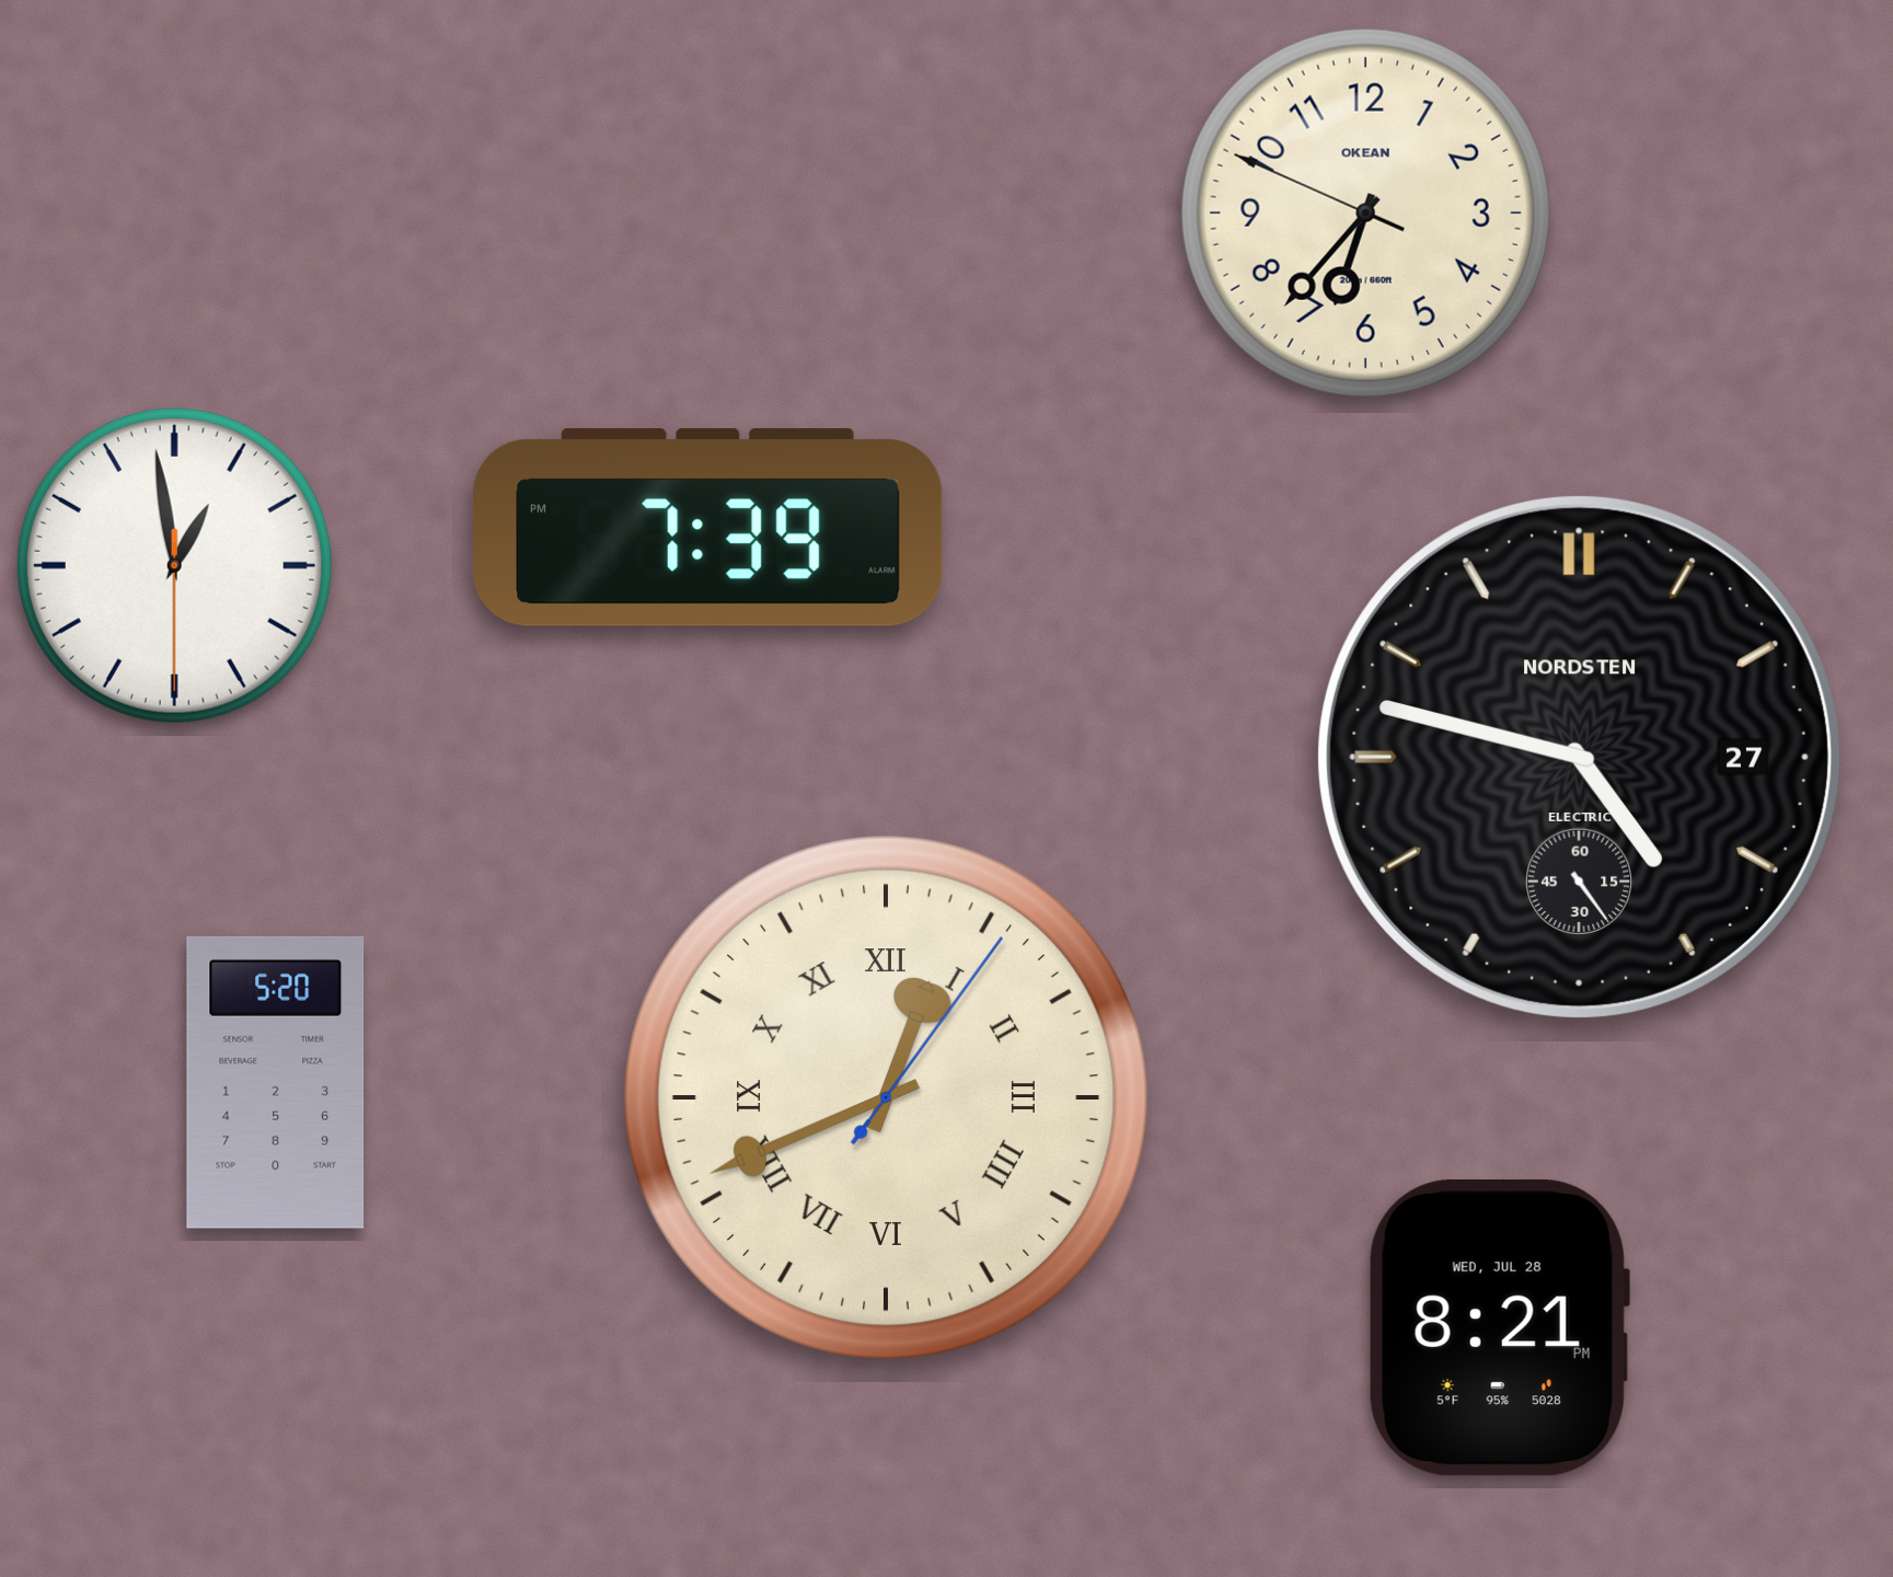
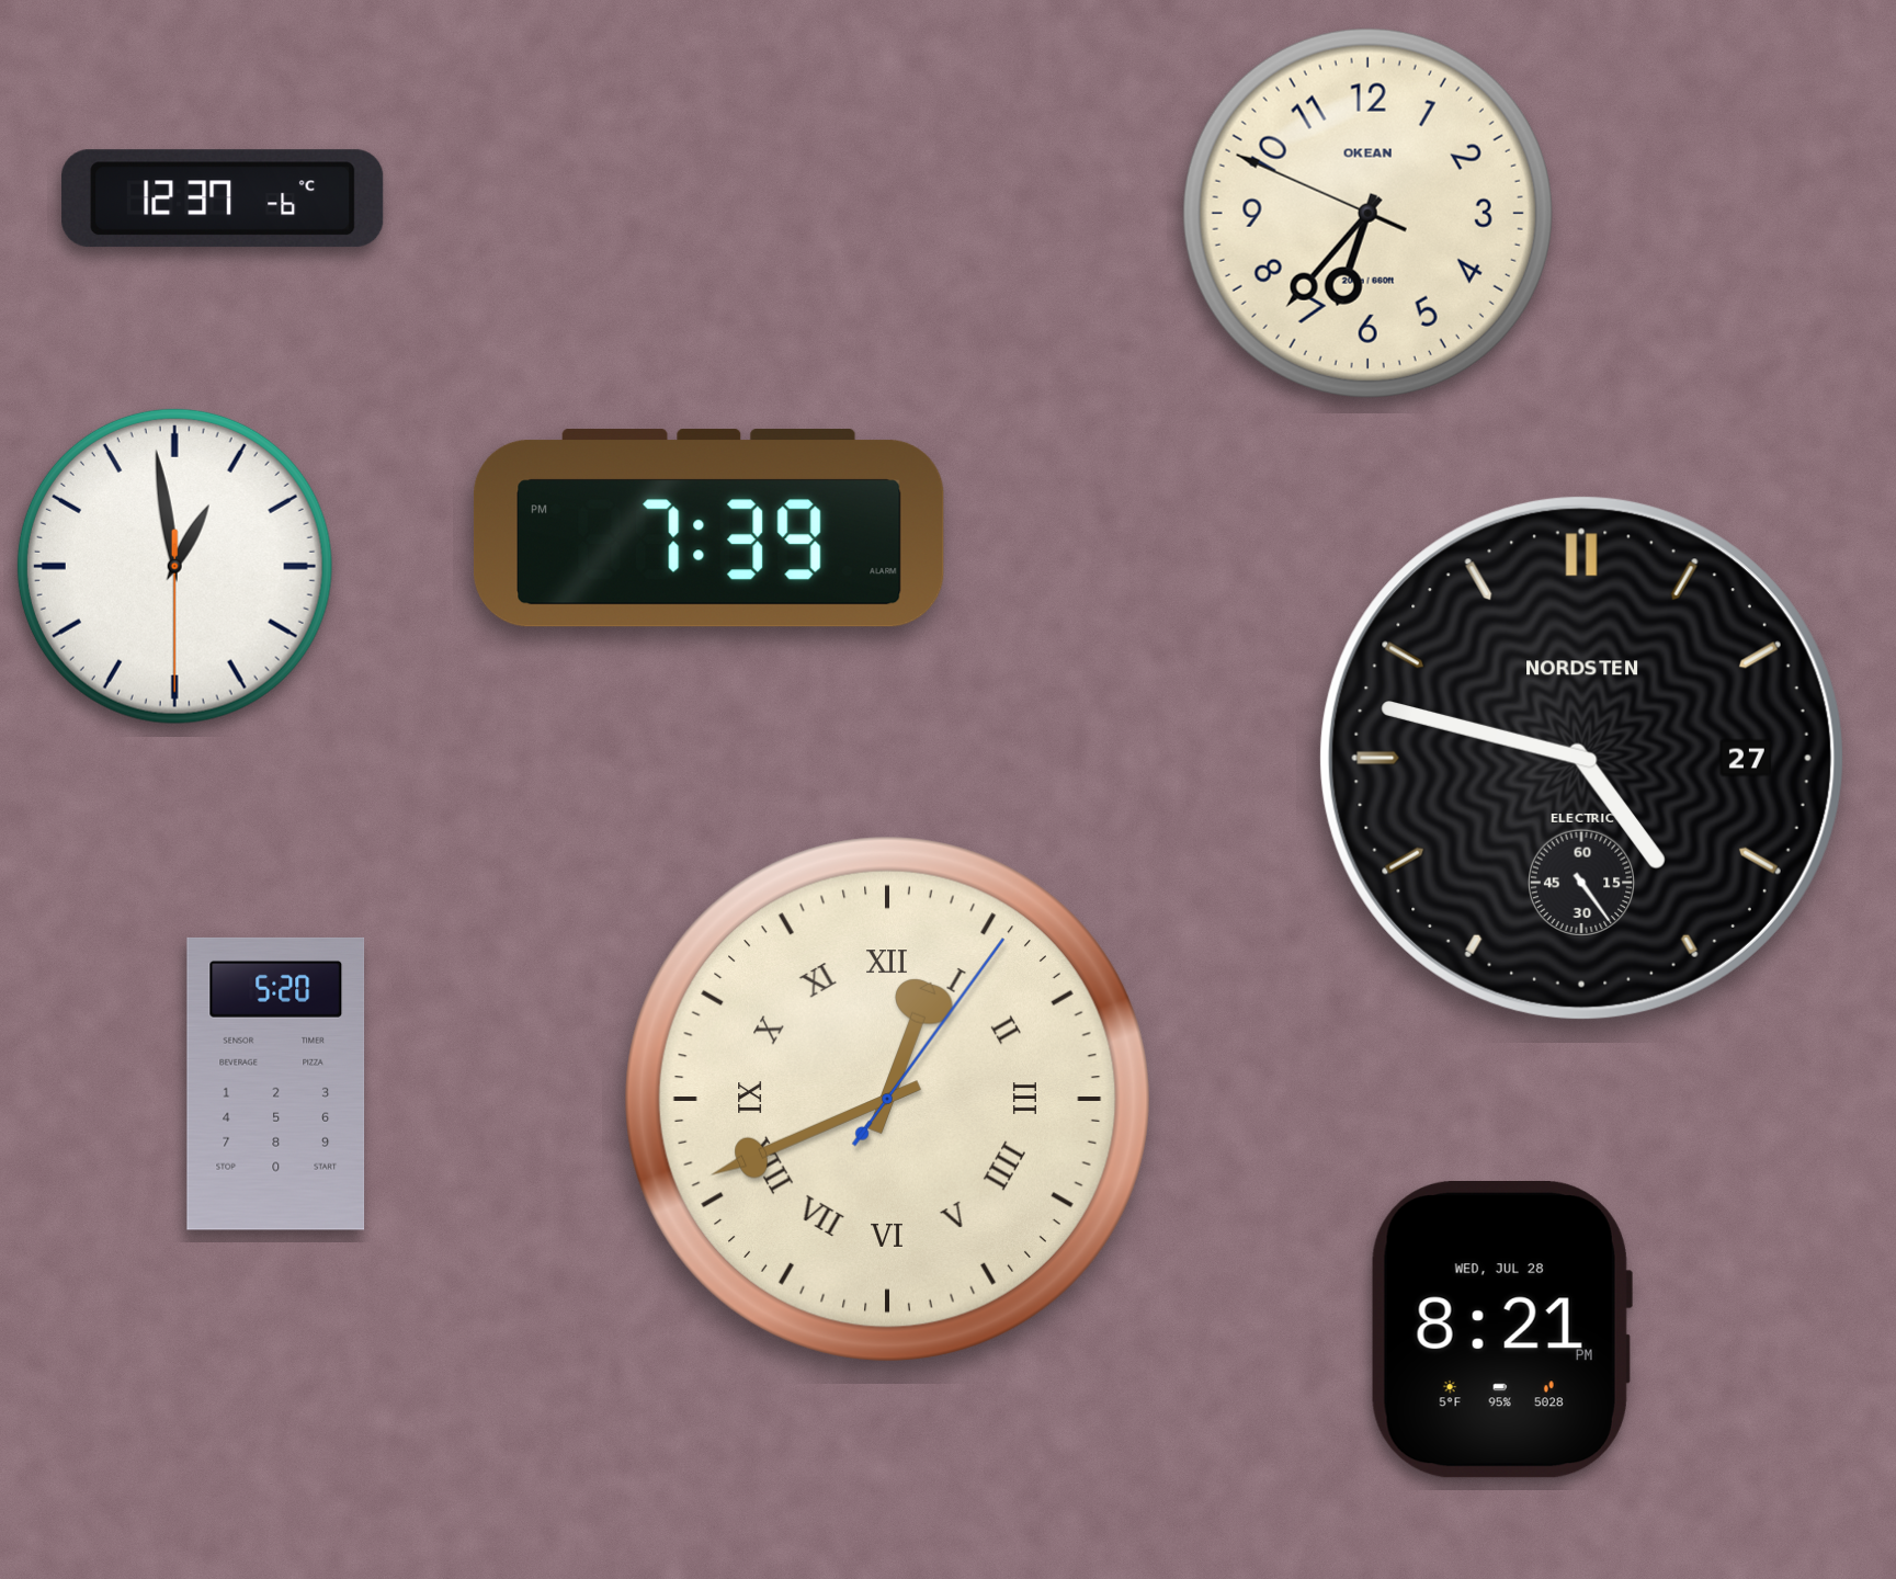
clock at (223, 198): none -> 12:37
